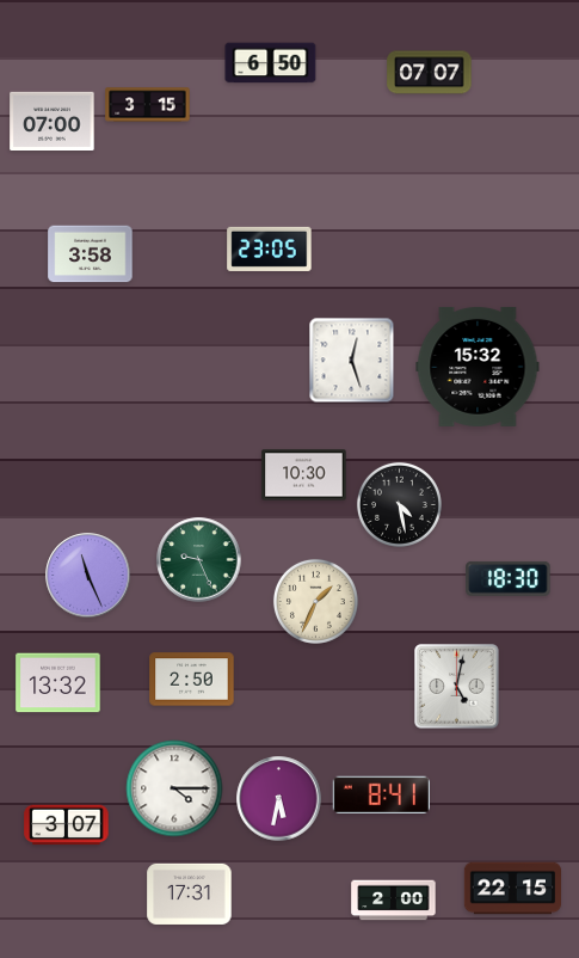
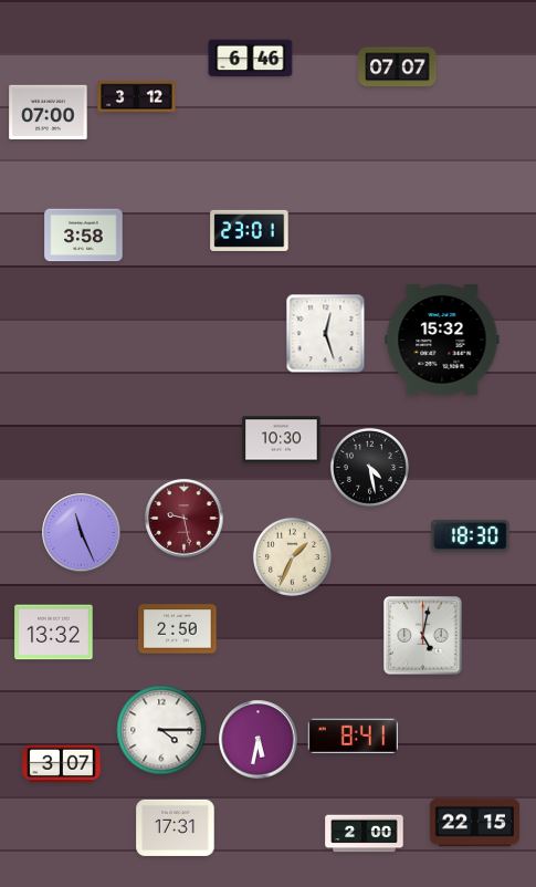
clock at (271, 63): 6:50 -> 6:46
clock at (148, 105): 3:15 -> 3:12
clock at (270, 248): 23:05 -> 23:01
clock at (199, 560): 9:26 -> 9:28
clock at (199, 560) dial: green -> burgundy
